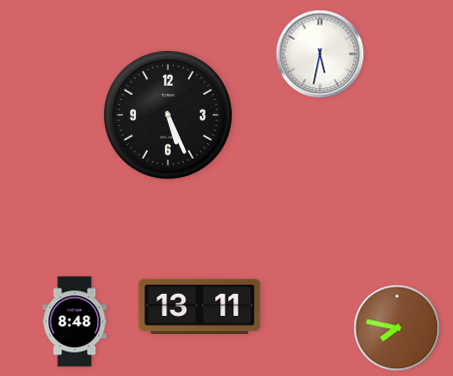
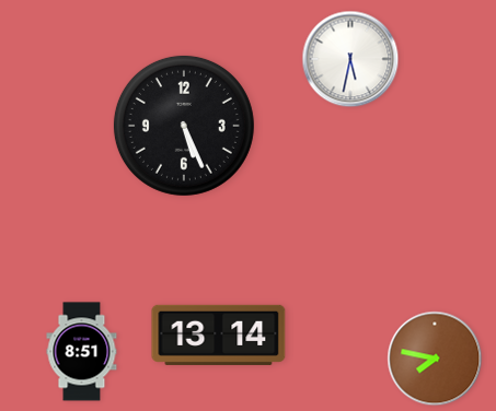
clock at (200, 306): 13:11 -> 13:14
clock at (75, 322): 8:48 -> 8:51
